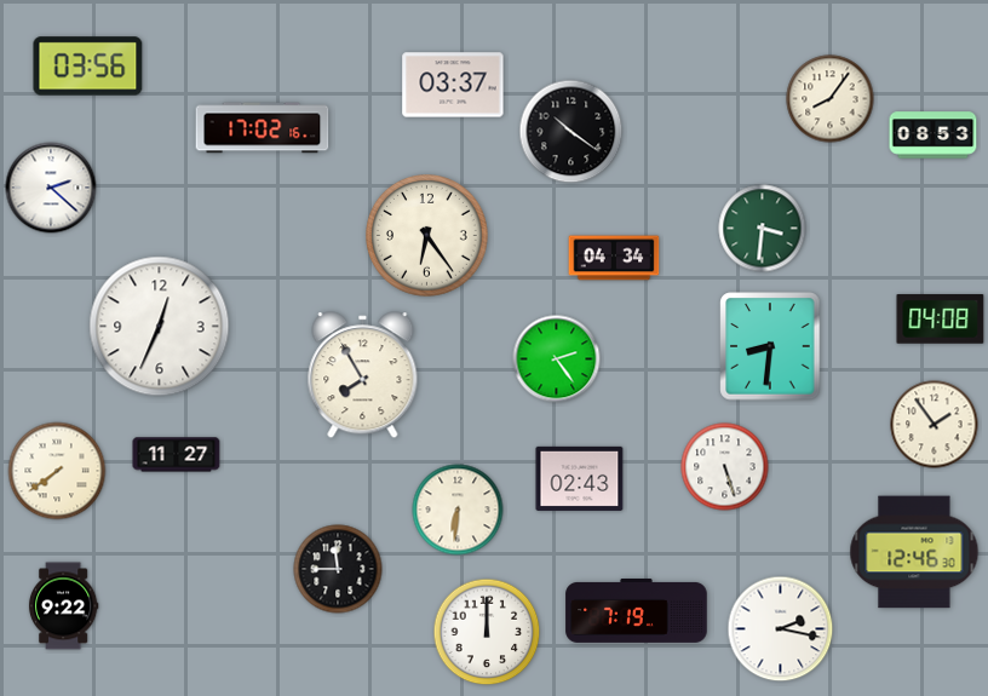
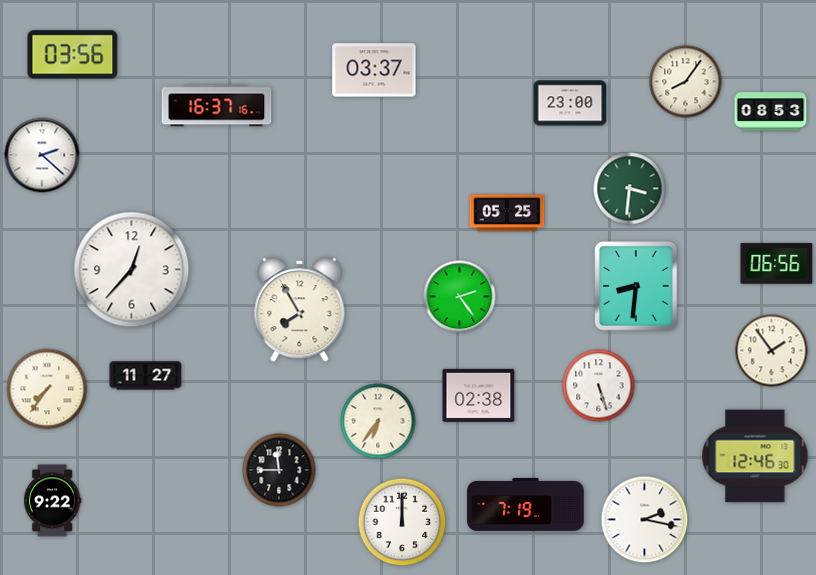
clock at (570, 103): none -> 23:00
clock at (263, 128): 17:02 -> 16:37
clock at (571, 132): 10:21 -> none
clock at (427, 236): 6:24 -> none
clock at (614, 258): 04:34 -> 05:25
clock at (941, 320): 04:08 -> 06:56
clock at (160, 327): 12:34 -> 12:37
clock at (57, 471): 7:39 -> 7:36
clock at (580, 478): 02:43 -> 02:38
clock at (458, 510): 6:31 -> 6:36
